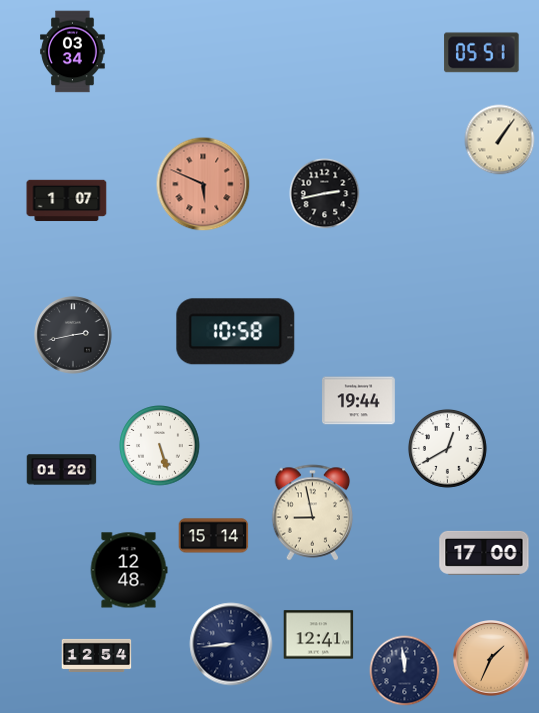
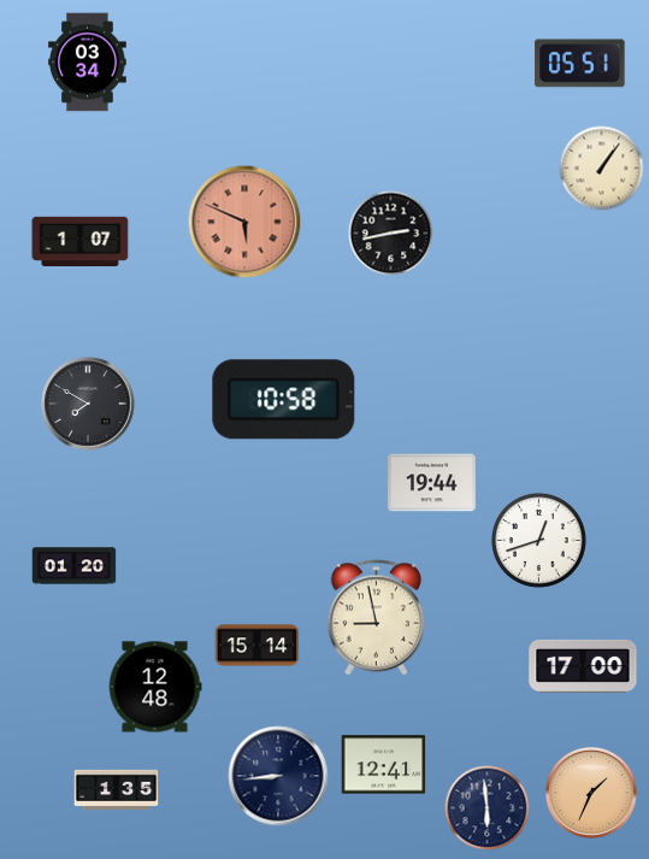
clock at (73, 335): 2:43 -> 7:50
clock at (160, 446): 5:27 -> none
clock at (447, 448): 12:40 -> 12:42
clock at (97, 655): 12:54 -> 1:35
clock at (405, 671): 11:59 -> 5:59
